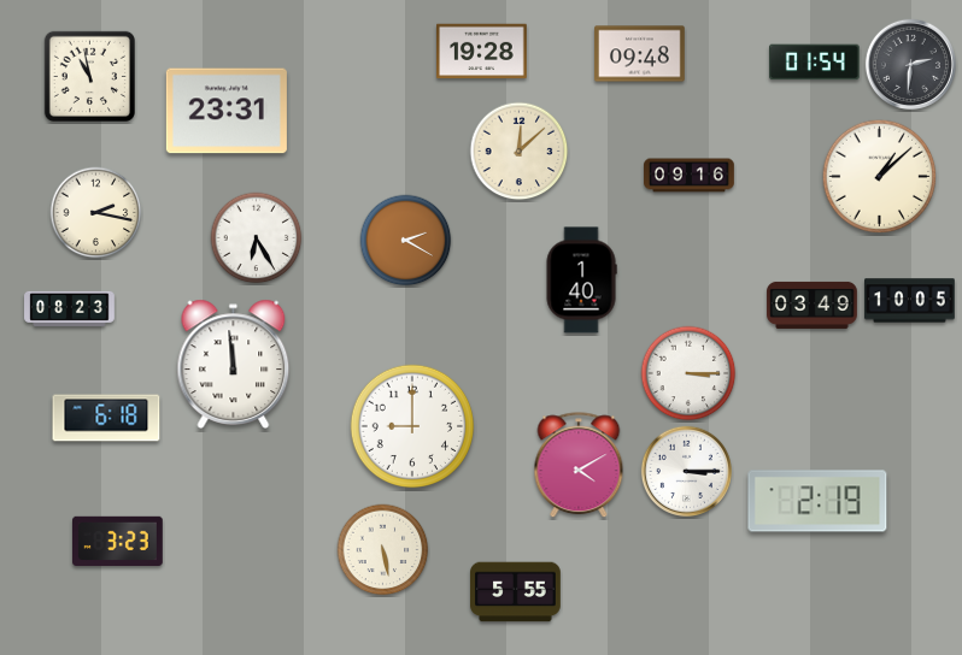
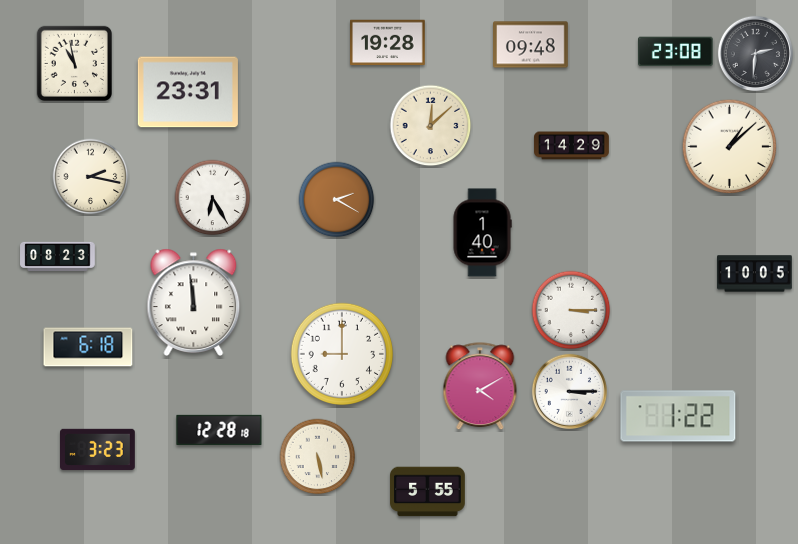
clock at (482, 52) position: (482, 52) -> (388, 43)
clock at (815, 63): 01:54 -> 23:08
clock at (690, 176): 09:16 -> 14:29
clock at (96, 213) position: (96, 213) -> (91, 177)
clock at (910, 301) position: (910, 301) -> (755, 274)
clock at (813, 305): 03:49 -> none
clock at (817, 501): 2:19 -> 1:22
clock at (219, 429): none -> 12:28
